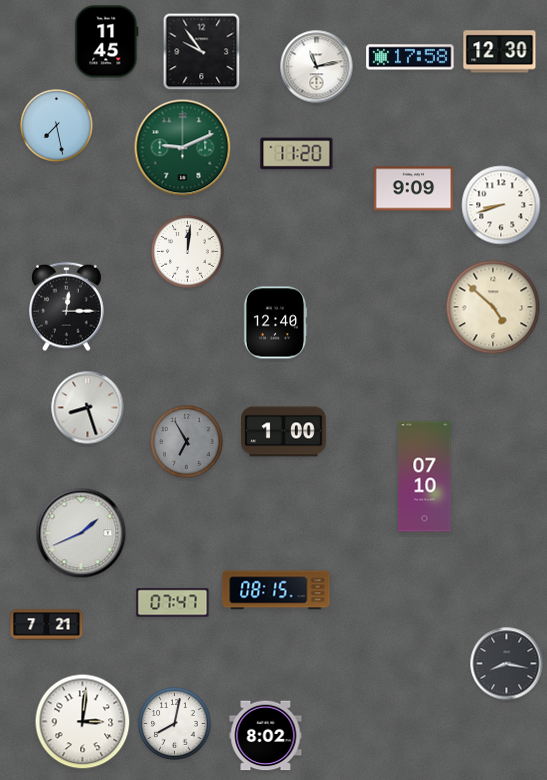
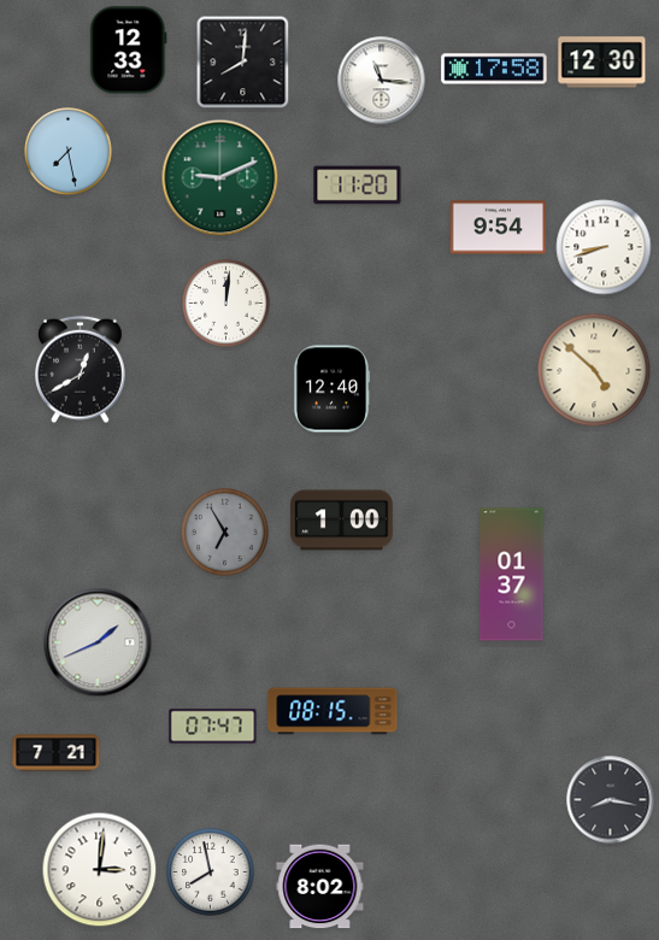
clock at (107, 42): 11:45 -> 12:33
clock at (202, 52): 9:54 -> 8:01
clock at (317, 67): 11:13 -> 11:16
clock at (414, 189): 9:09 -> 9:54
clock at (67, 307): 12:15 -> 12:40
clock at (88, 408): 8:27 -> none
clock at (425, 477): 07:10 -> 01:37
clock at (173, 603) position: (173, 603) -> (213, 727)
clock at (175, 724): 8:02 -> 7:58
